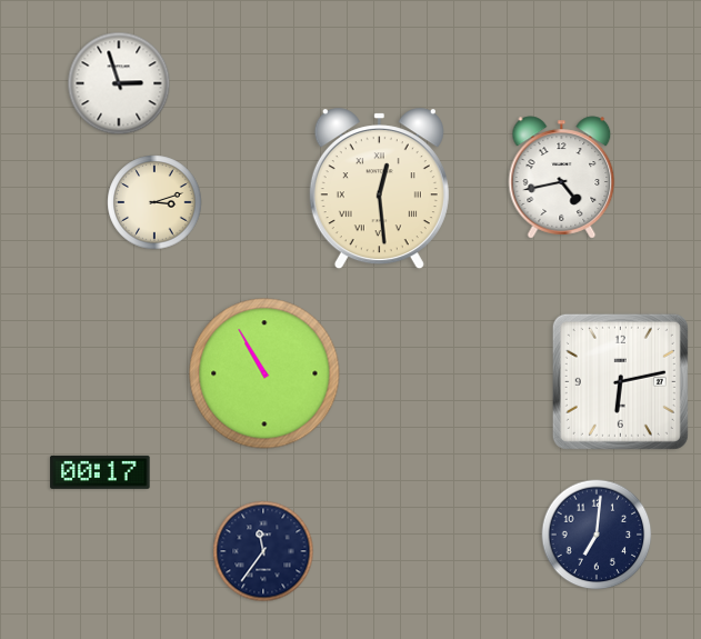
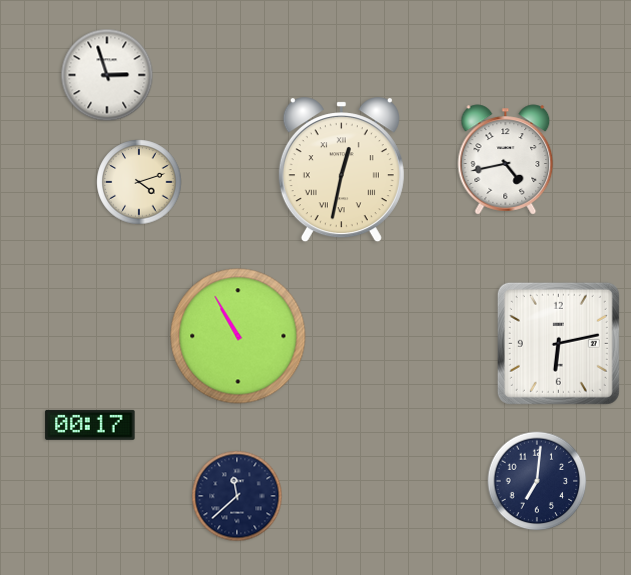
clock at (379, 189): 12:29 -> 12:32
clock at (154, 202): 3:12 -> 4:12
clock at (263, 551): 11:36 -> 11:38
